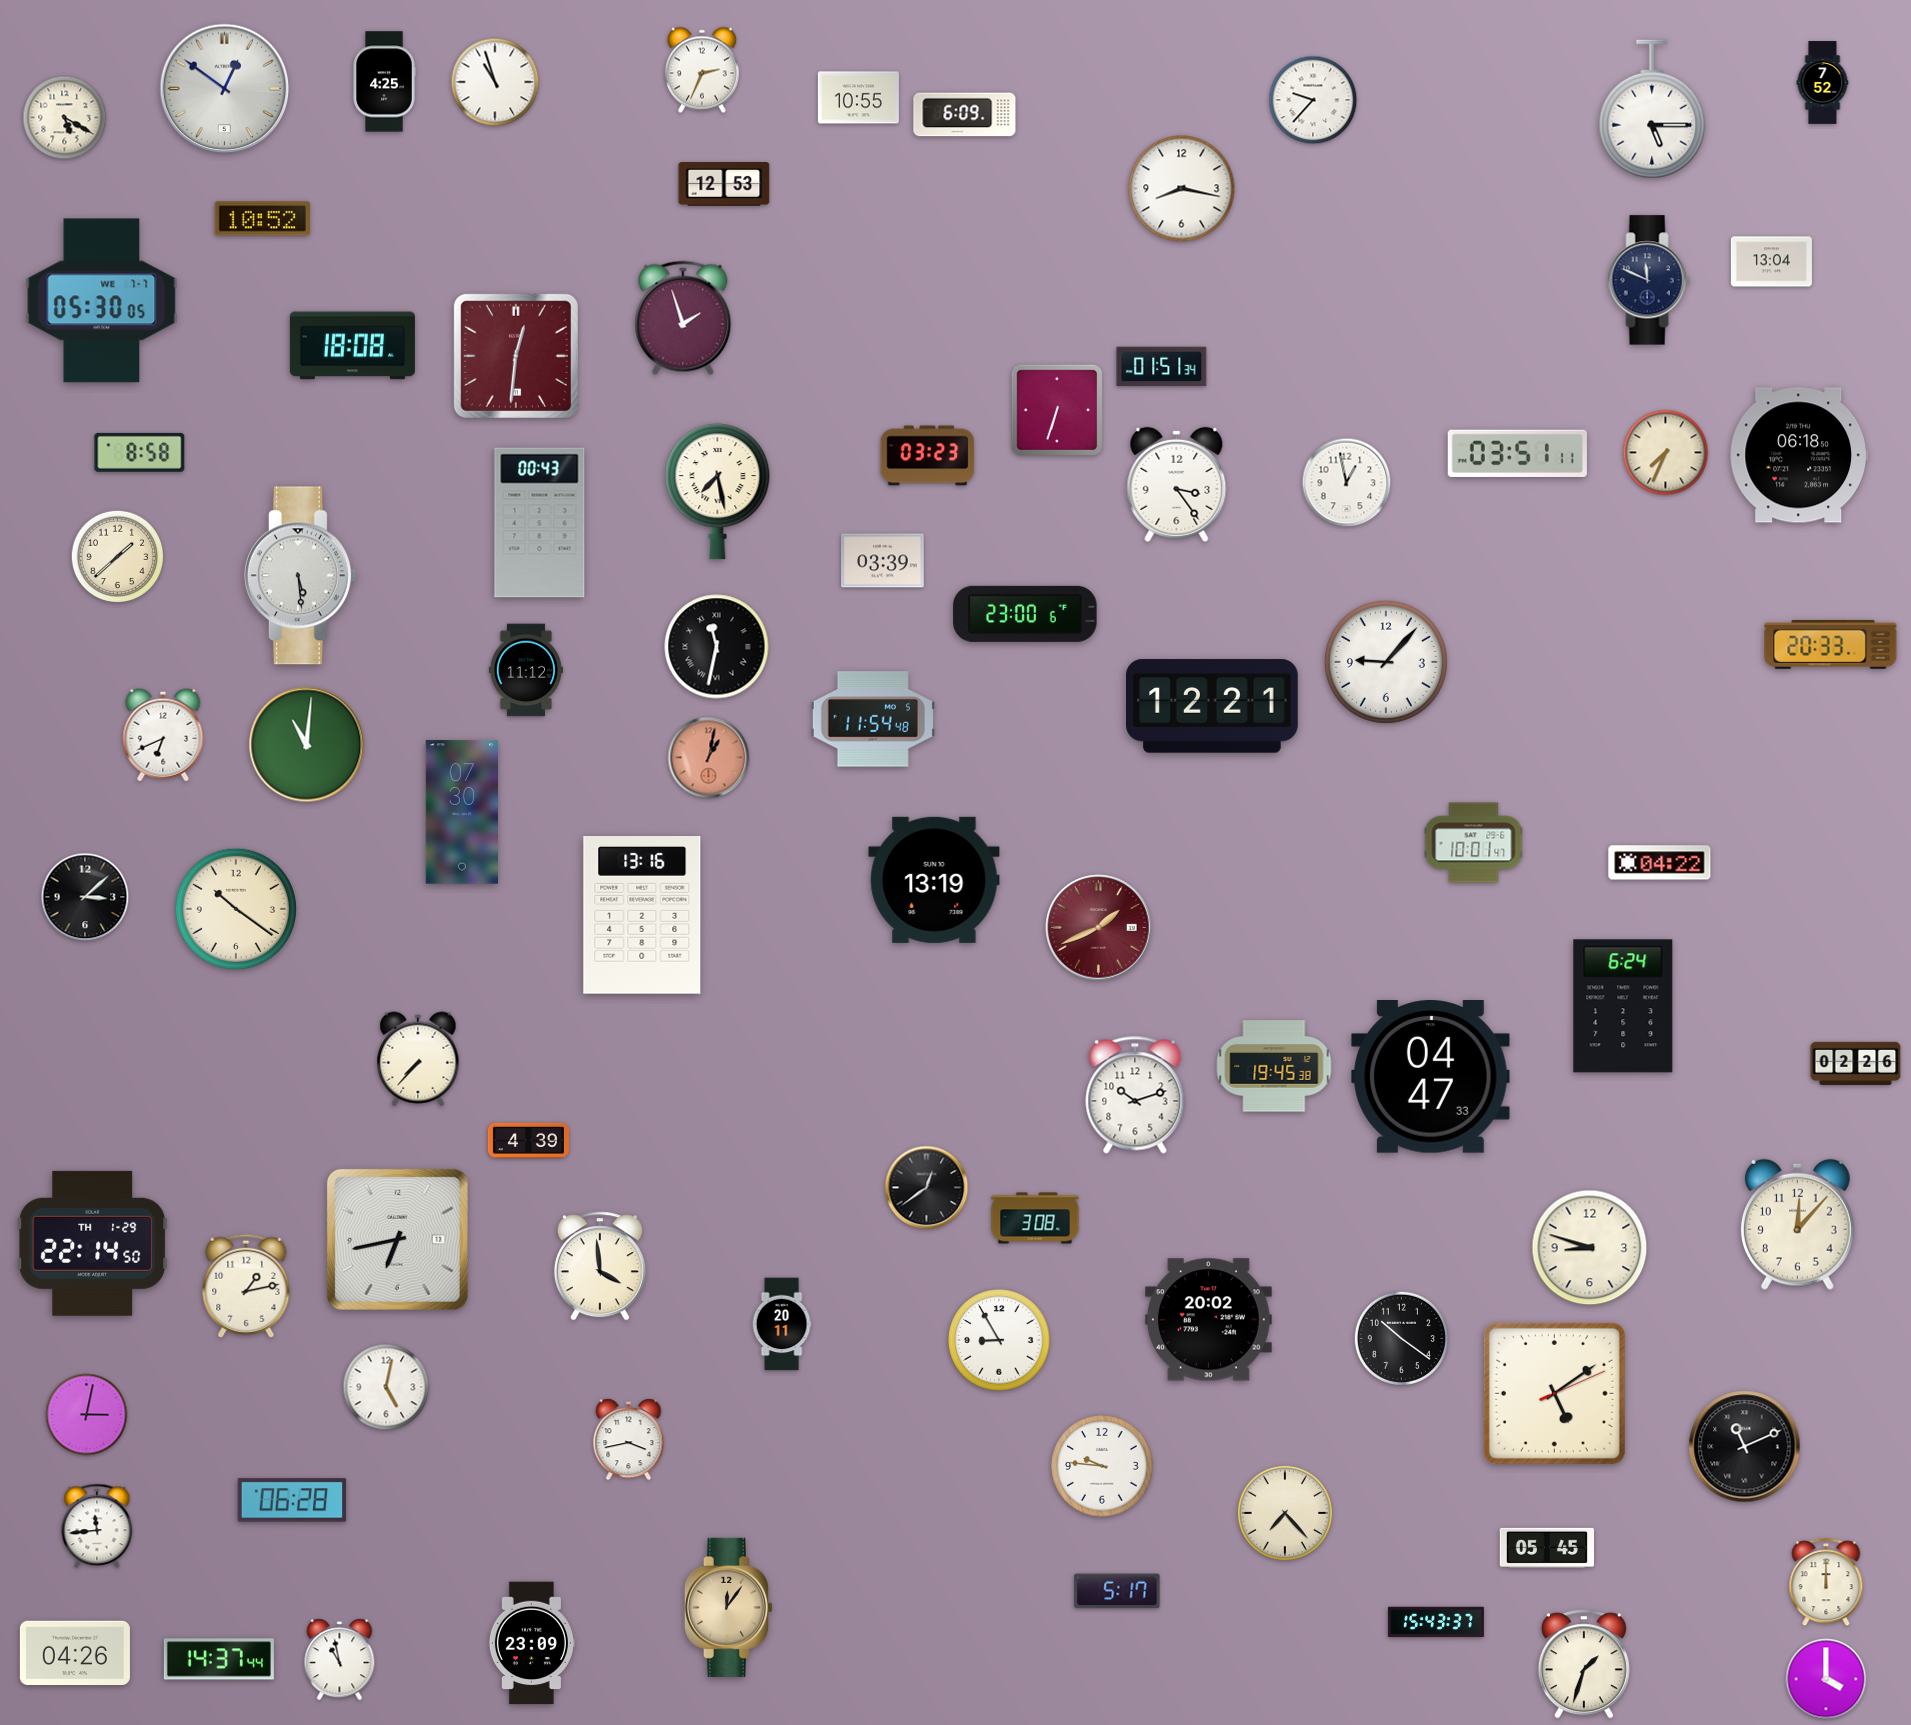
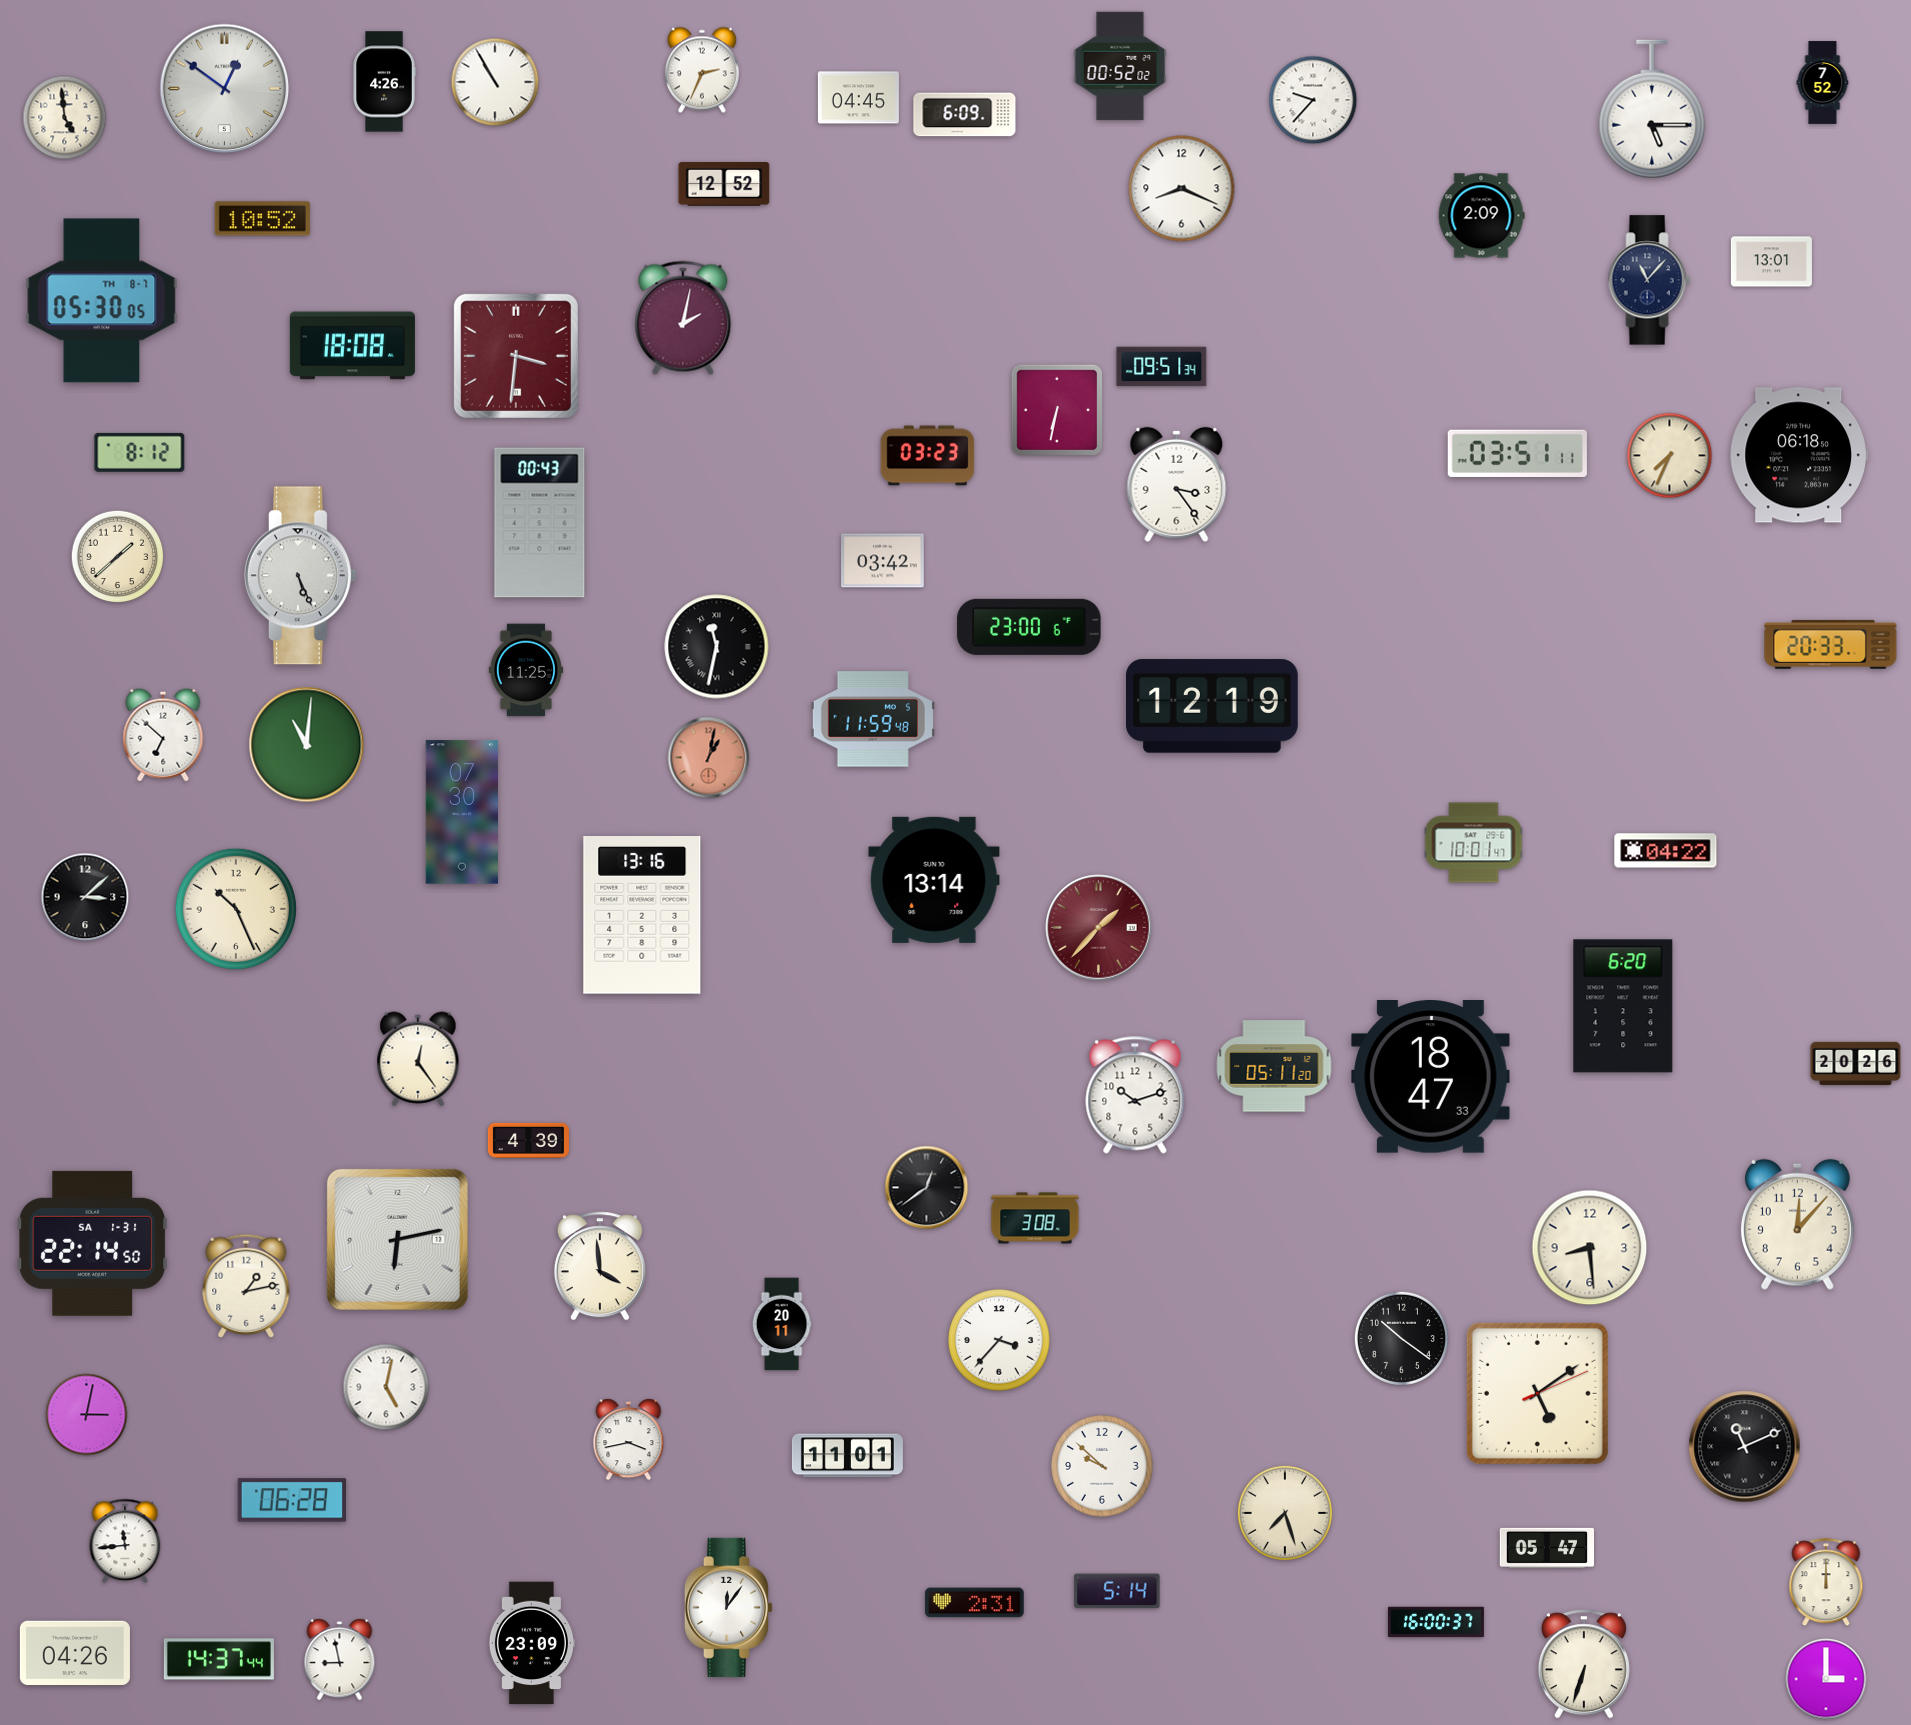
clock at (1120, 66): none -> 00:52
clock at (384, 82): 4:25 -> 4:26
clock at (495, 82): 10:57 -> 10:55
clock at (858, 98): 10:55 -> 04:45
clock at (65, 118): 5:20 -> 4:59
clock at (724, 184): 12:53 -> 12:52
clock at (1182, 189): 8:17 -> 8:19
clock at (1481, 216): none -> 2:09
clock at (1771, 262): 13:04 -> 13:01
clock at (1649, 280): 11:49 -> 11:07
clock at (102, 301) date: WE 7-7 -> TH 8-7
clock at (683, 318): 1:57 -> 2:02
clock at (516, 356): 12:31 -> 3:31
clock at (1162, 367): 01:51 -> 09:51
clock at (1056, 409): 6:33 -> 6:32
clock at (140, 452): 8:58 -> 8:12
clock at (1666, 453) position: (1666, 453) -> (1670, 456)
clock at (1347, 483): 12:58 -> none
clock at (718, 492): 7:28 -> none
clock at (883, 561): 03:39 -> 03:42
clock at (300, 576): 5:29 -> 5:26
clock at (1025, 614) position: (1025, 614) -> (1029, 627)
clock at (1386, 662): 9:07 -> none
clock at (526, 670): 11:12 -> 11:25
clock at (1213, 706): 12:21 -> 12:19
clock at (873, 719): 11:54 -> 11:59
clock at (163, 735): 6:41 -> 6:52
clock at (1660, 863) position: (1660, 863) -> (1666, 851)
clock at (934, 880): 13:19 -> 13:14
clock at (236, 909): 10:21 -> 10:26
clock at (1099, 928): 1:41 -> 1:37
clock at (1623, 1006): 6:24 -> 6:20
clock at (418, 1059): 7:37 -> 12:24
clock at (1856, 1063): 02:26 -> 20:26
clock at (1274, 1066): 19:45 -> 05:11
clock at (1431, 1077): 04:47 -> 18:47
clock at (397, 1239): 6:43 -> 6:13
clock at (93, 1243) date: TH 1-29 -> SA 1-31
clock at (1590, 1248): 8:48 -> 8:29
clock at (1208, 1320): 20:02 -> none
clock at (999, 1340): 8:55 -> 3:37
clock at (1554, 1393) position: (1554, 1393) -> (1537, 1393)
clock at (847, 1456): none -> 11:01
clock at (1102, 1466): 9:46 -> 9:52
clock at (1285, 1513): 7:23 -> 7:27
clock at (97, 1526) position: (97, 1526) -> (125, 1541)
clock at (1546, 1548): 05:45 -> 05:47
clock at (1117, 1591): 5:17 -> 5:14
clock at (975, 1603): none -> 2:31
clock at (728, 1607) dial: champagne -> white
clock at (1436, 1622): 15:43 -> 16:00
clock at (340, 1660): 10:58 -> 8:58
clock at (1584, 1664): 1:33 -> 6:33
clock at (1826, 1679): 4:00 -> 3:00
